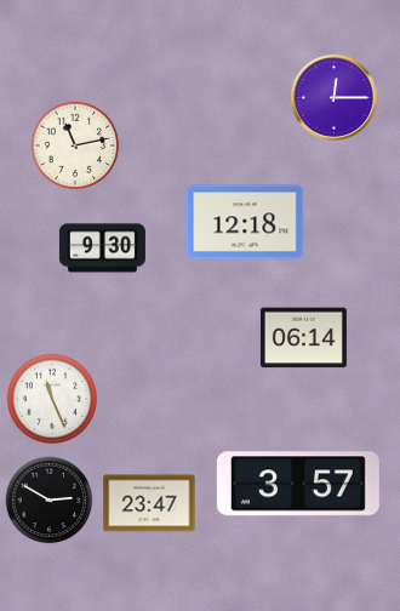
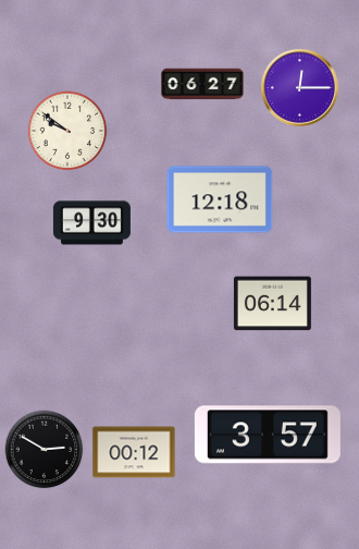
clock at (202, 84): none -> 06:27
clock at (75, 145): 11:13 -> 9:51
clock at (52, 399): 11:26 -> none
clock at (149, 503): 23:47 -> 00:12
